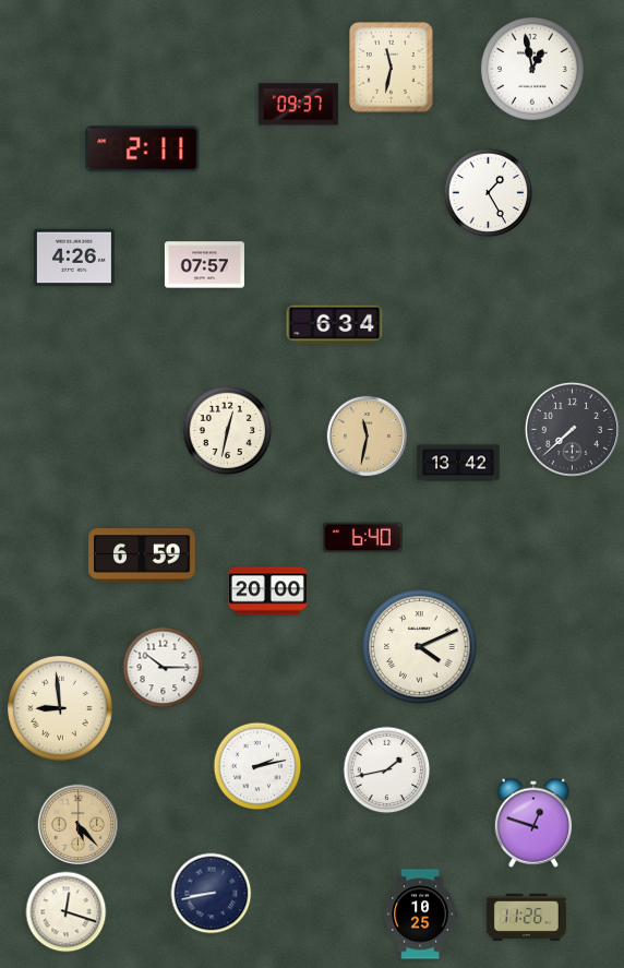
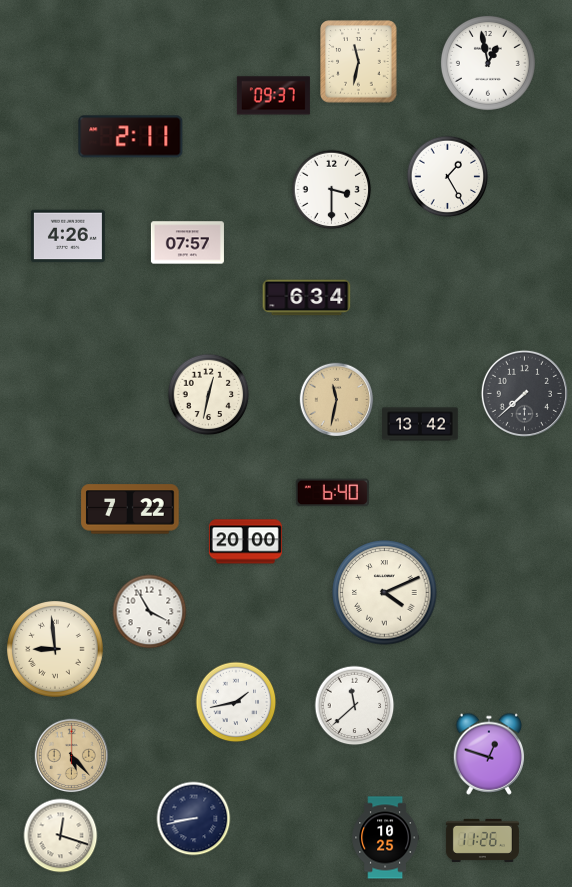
clock at (332, 190): none -> 3:30
clock at (142, 555): 6:59 -> 7:22
clock at (164, 668): 10:15 -> 3:55
clock at (257, 766): 2:13 -> 1:43
clock at (387, 770): 1:43 -> 11:38
